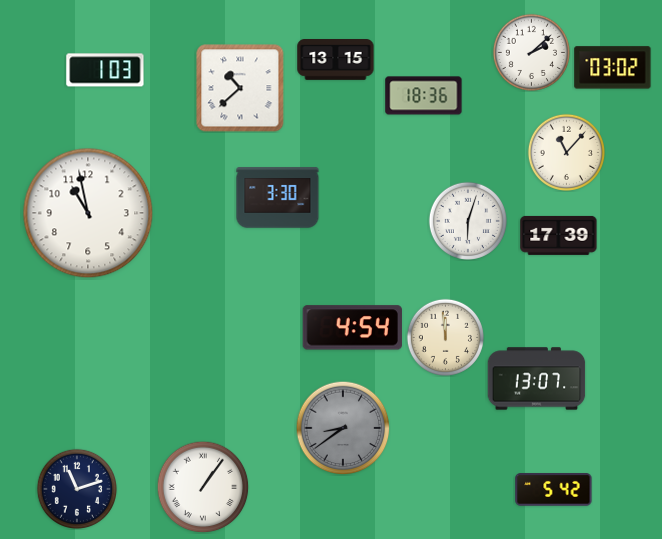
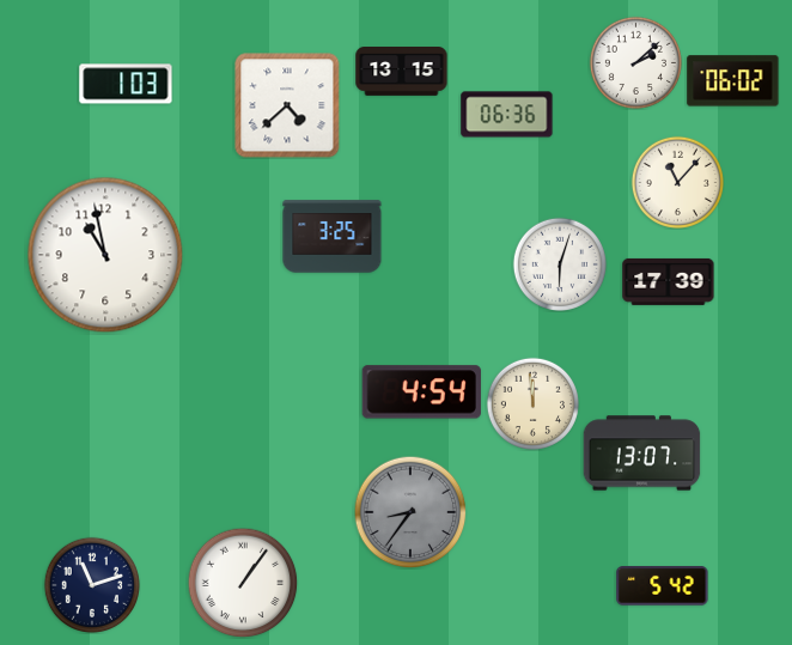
clock at (613, 68): 03:02 -> 06:02
clock at (240, 88): 10:38 -> 4:38
clock at (424, 96): 18:36 -> 06:36
clock at (278, 198): 3:30 -> 3:25
clock at (343, 428): 8:39 -> 8:36
